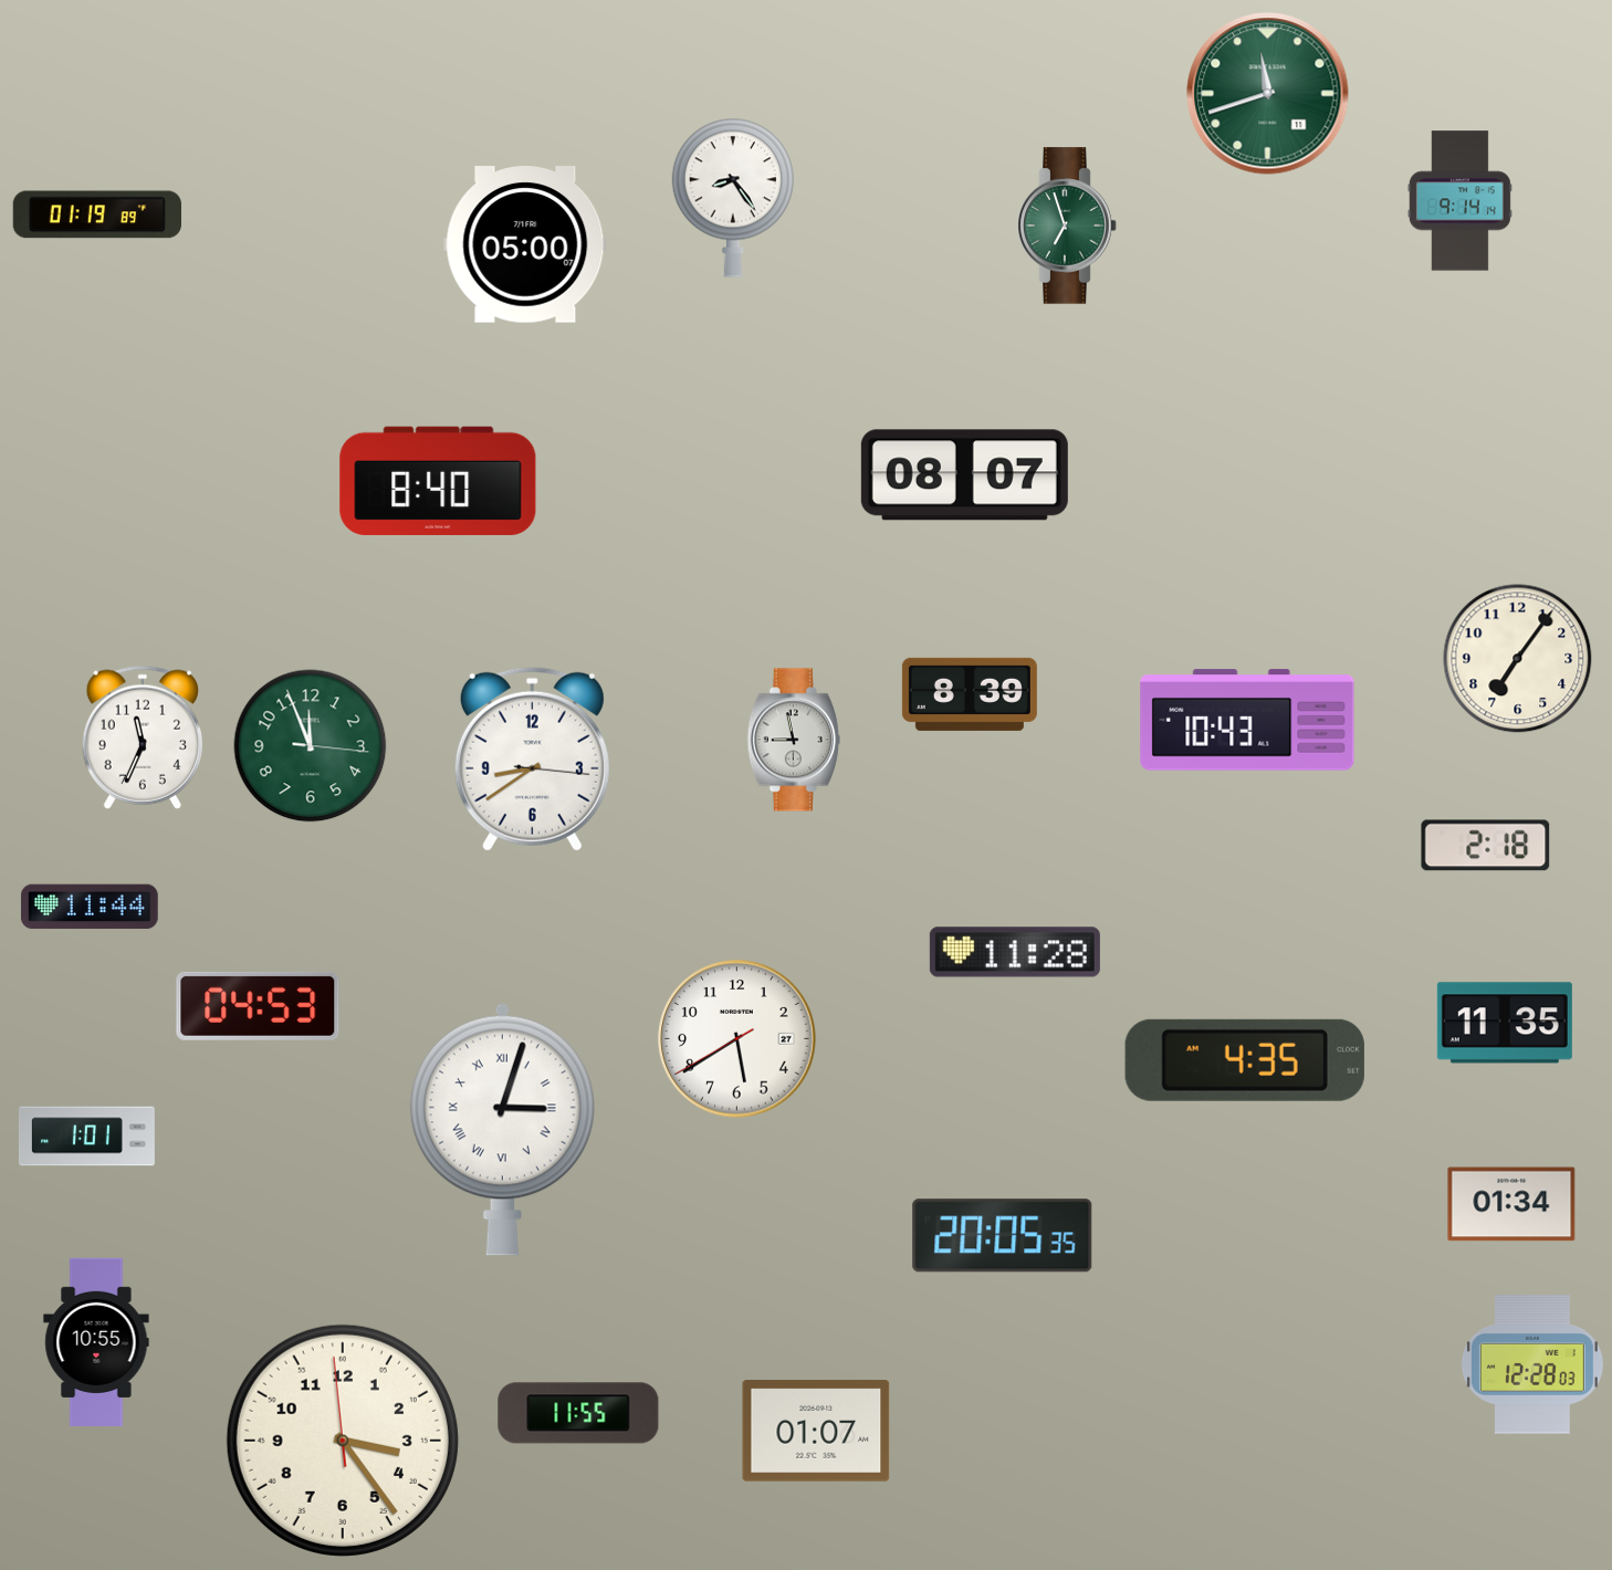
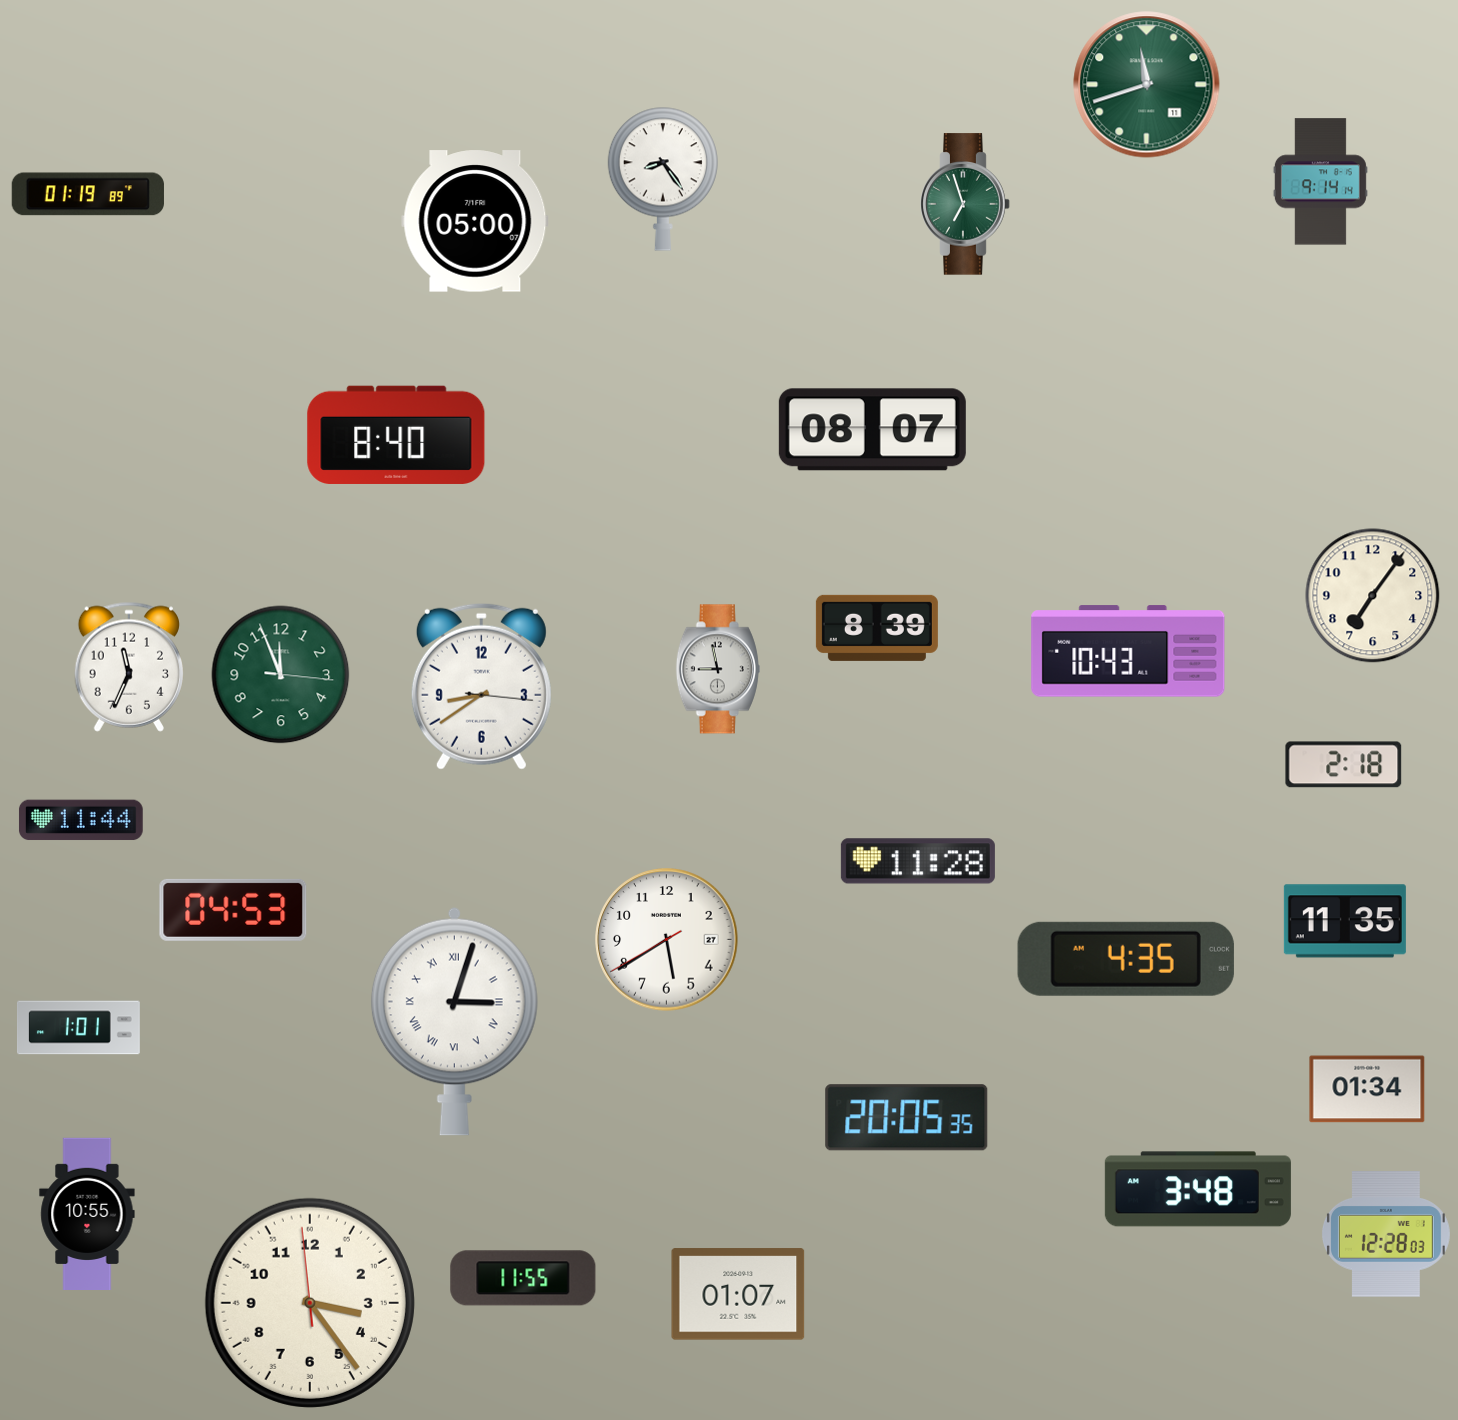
clock at (1505, 1023) position: (1505, 1023) -> (1345, 921)
clock at (1198, 1189): none -> 3:48
